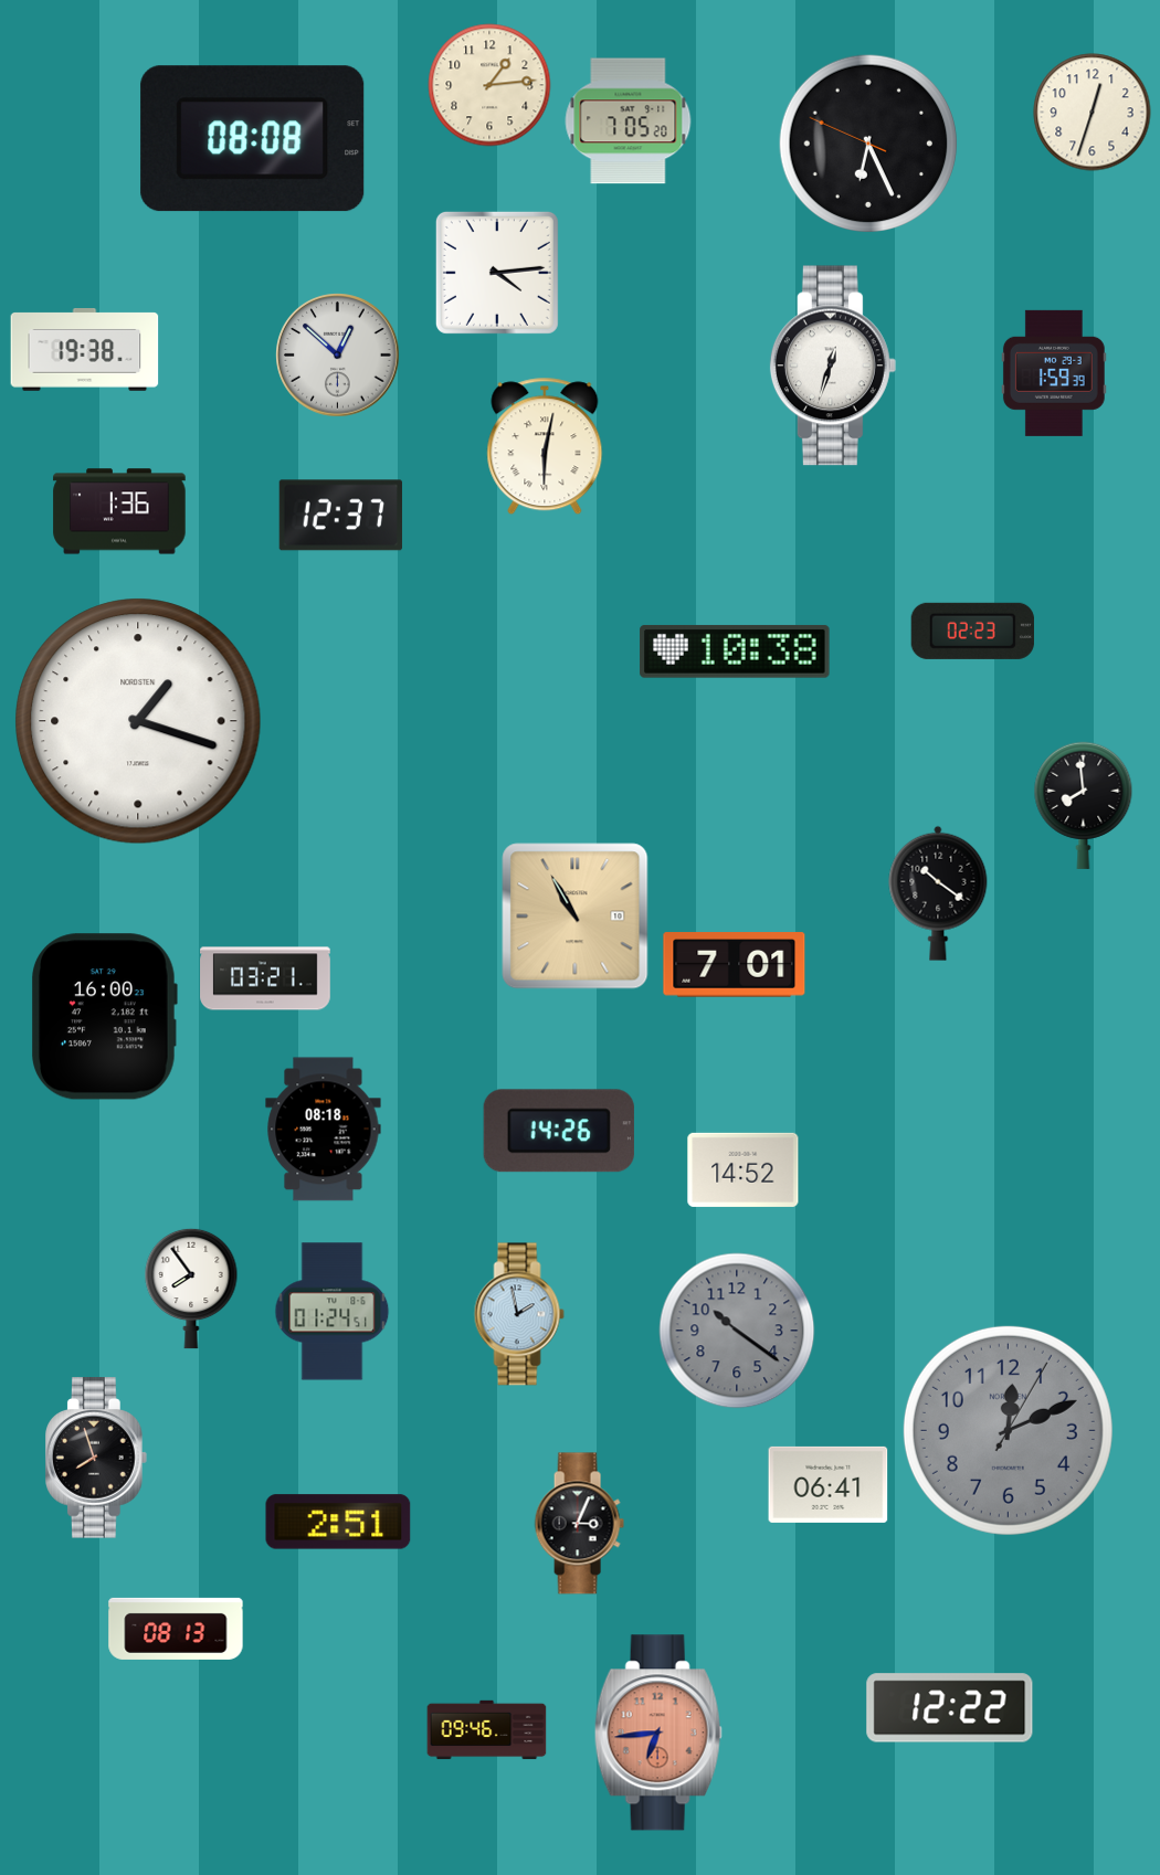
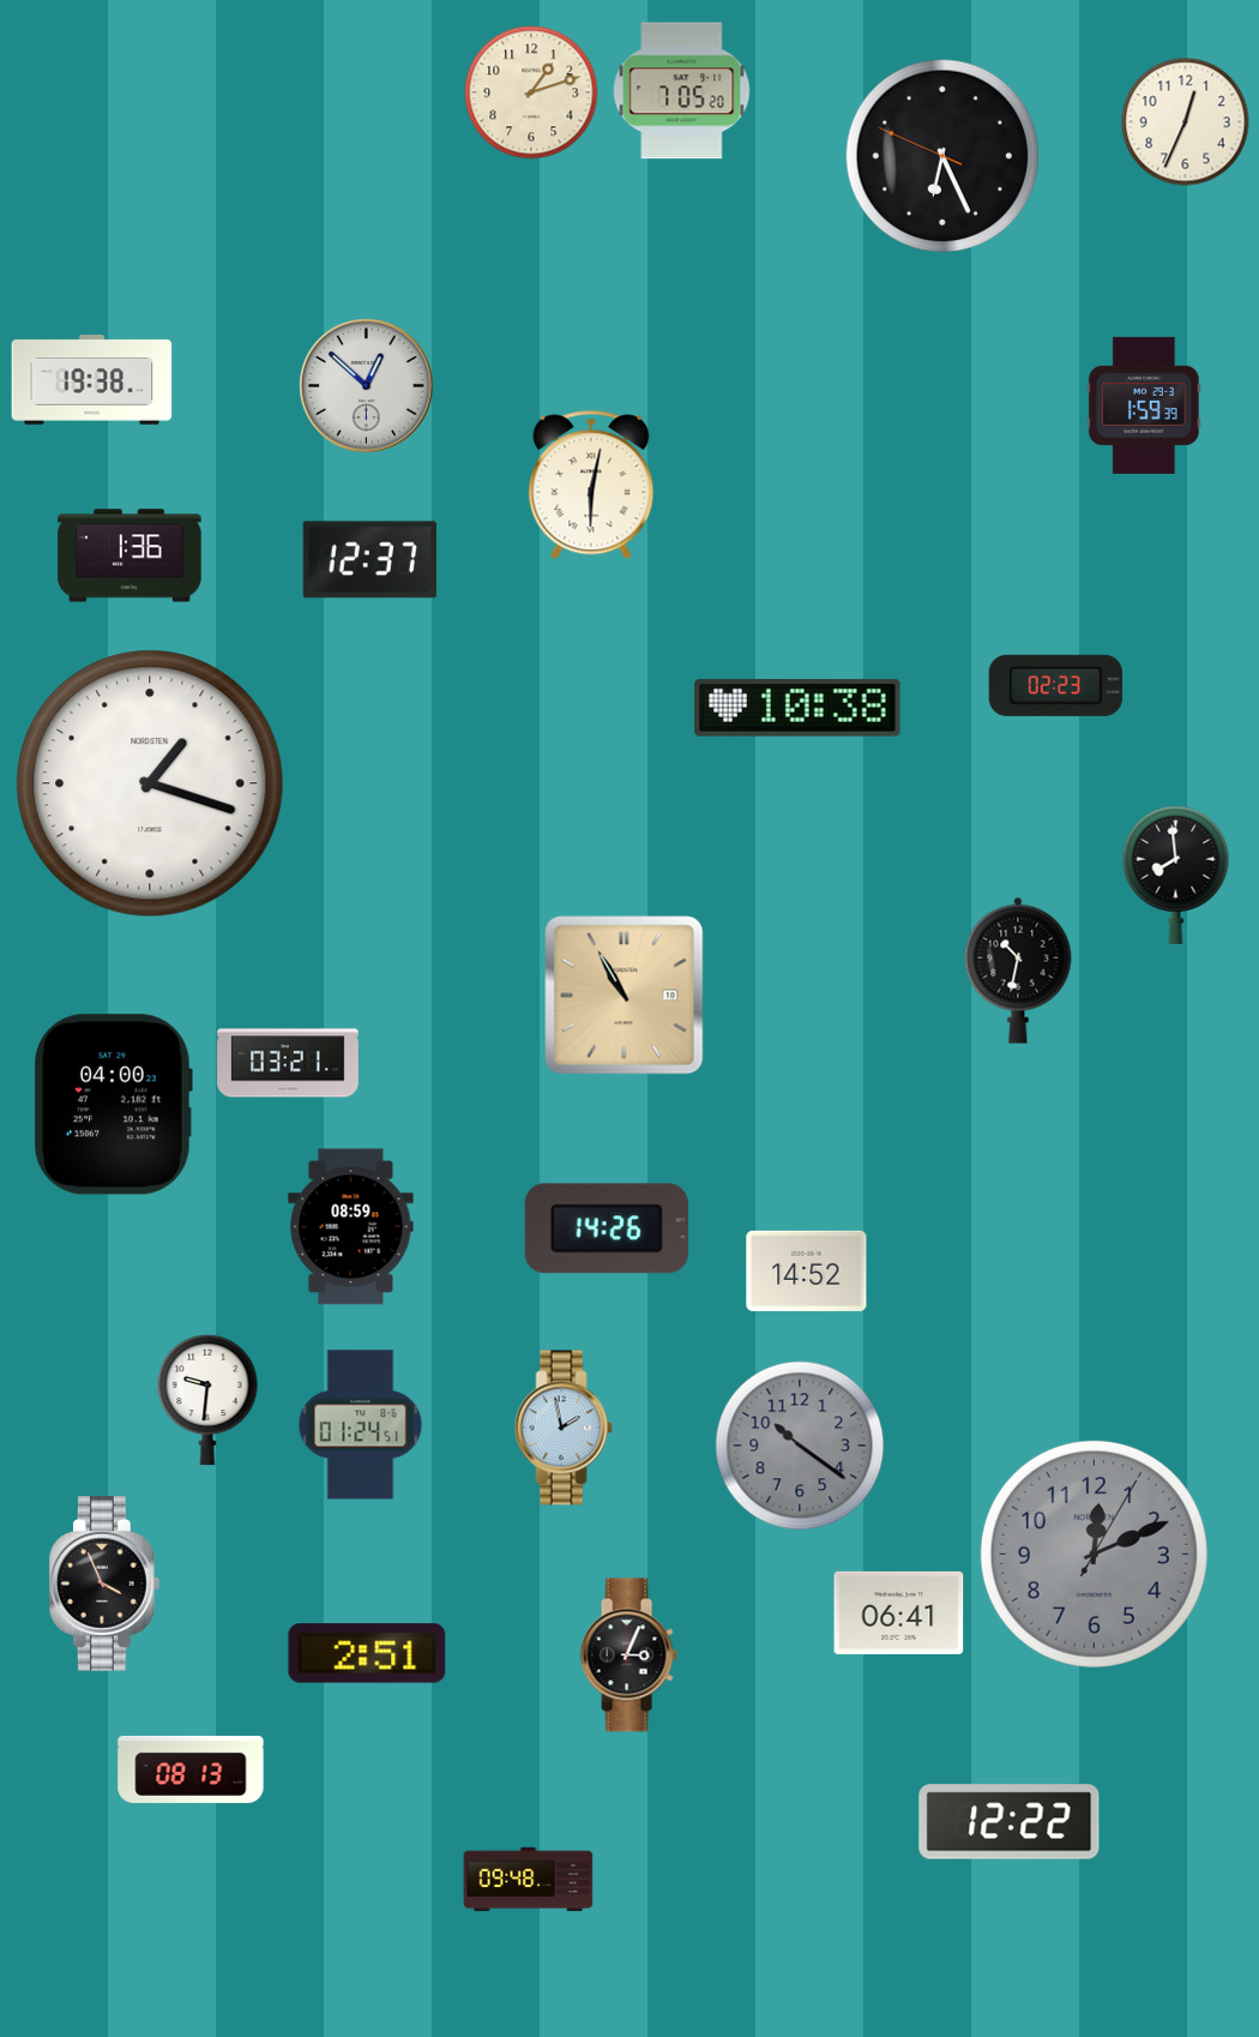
clock at (489, 85): 1:14 -> 1:12
clock at (1093, 113): 12:33 -> 12:34
clock at (629, 121) position: (629, 121) -> (682, 91)
clock at (253, 139): 08:08 -> none
clock at (497, 273): 4:14 -> none
clock at (833, 366): 12:33 -> none
clock at (938, 893): 10:21 -> 10:32
clock at (735, 965): 7:01 -> none
clock at (104, 1017): 16:00 -> 04:00
clock at (324, 1130): 08:18 -> 08:59
clock at (191, 1289): 7:54 -> 9:31
clock at (97, 1458): 7:57 -> 3:56
clock at (950, 1708) position: (950, 1708) -> (1010, 1822)
clock at (487, 1730): 09:46 -> 09:48
clock at (658, 1733): 6:44 -> none
